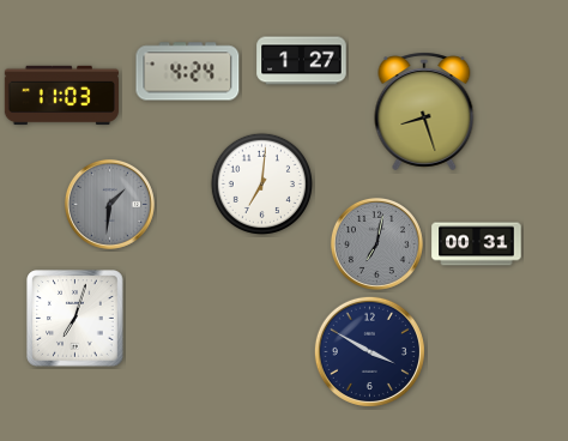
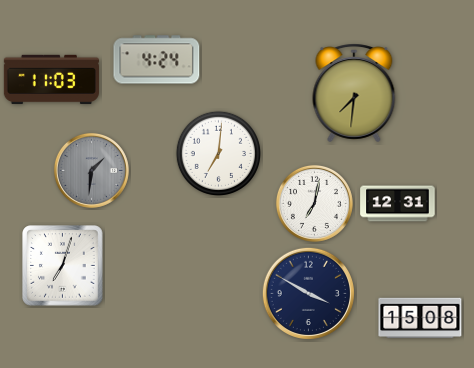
clock at (302, 61): 1:27 -> none
clock at (424, 111): 8:27 -> 7:31
clock at (376, 243) dial: grey -> white
clock at (477, 244): 00:31 -> 12:31
clock at (420, 318): none -> 15:08
